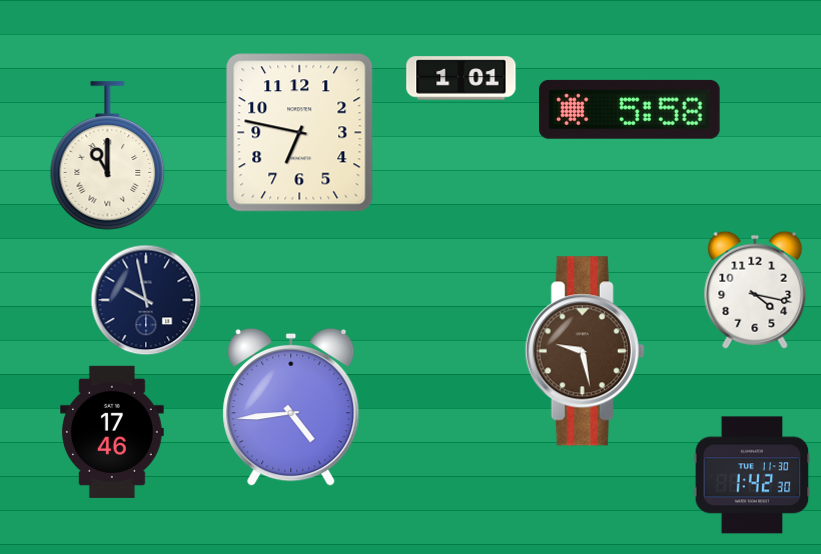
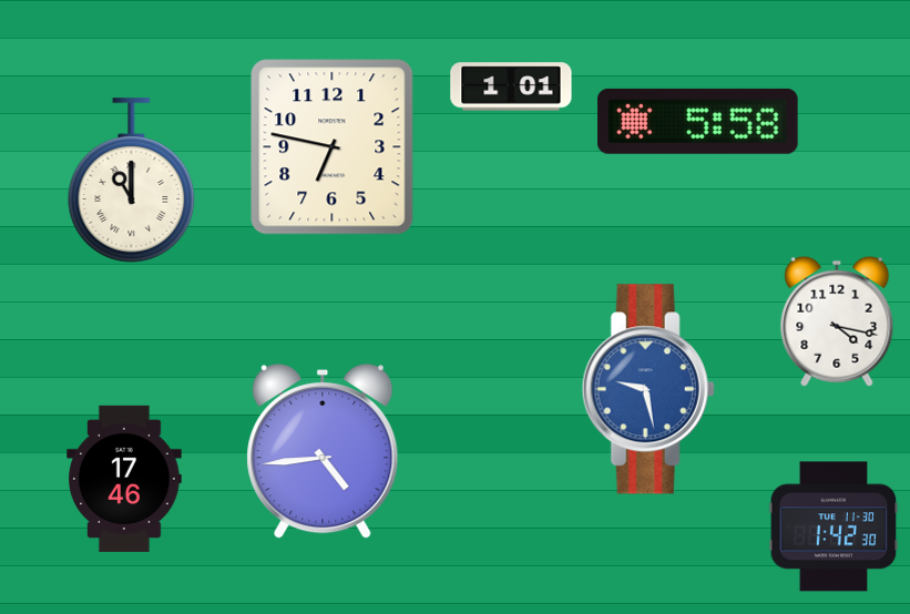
clock at (108, 156) position: (108, 156) -> (132, 181)
clock at (146, 300): 9:58 -> none
clock at (585, 351) dial: brown -> blue
